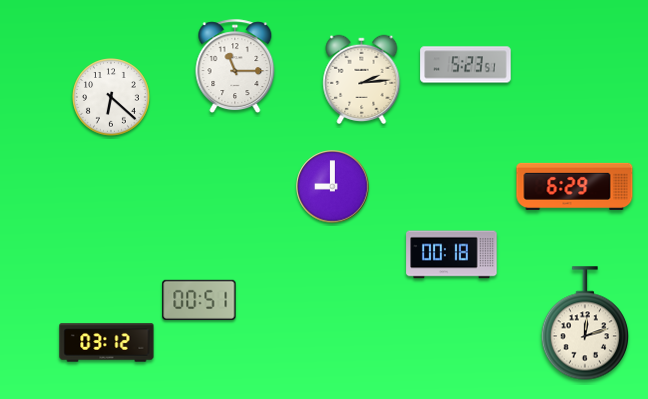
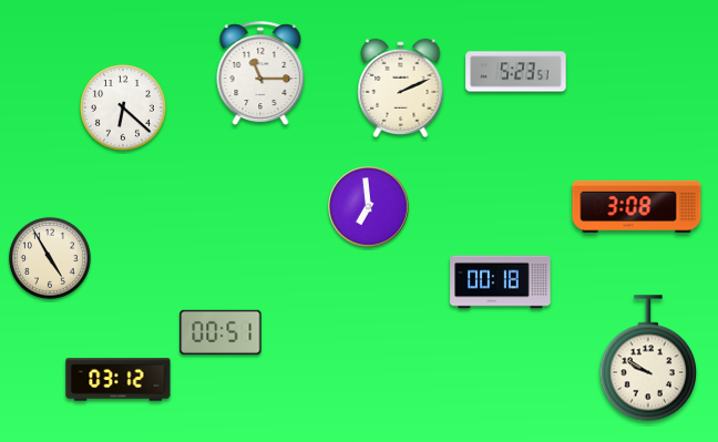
clock at (362, 79): 2:14 -> 2:11
clock at (575, 186): 6:29 -> 3:08
clock at (333, 187): 9:00 -> 6:59
clock at (50, 258): none -> 4:55
clock at (584, 323): 12:12 -> 9:50
